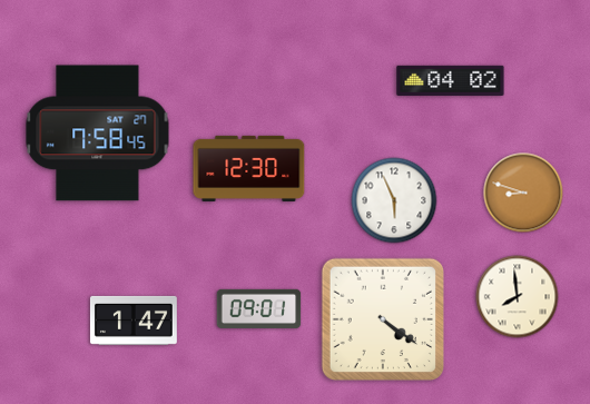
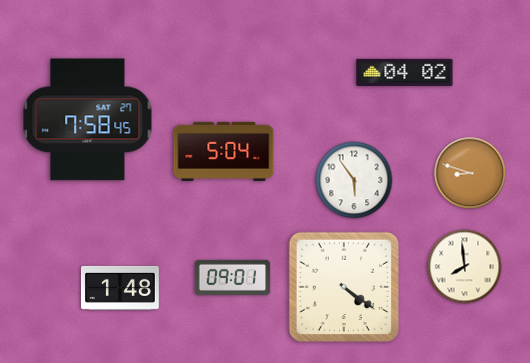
clock at (249, 168): 12:30 -> 5:04
clock at (394, 200): 5:56 -> 5:54
clock at (134, 321): 1:47 -> 1:48
